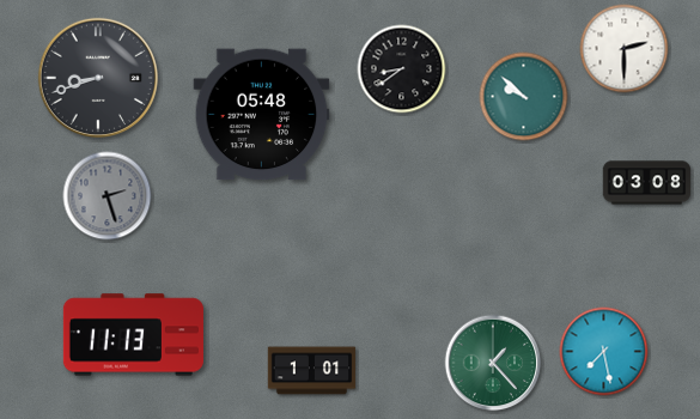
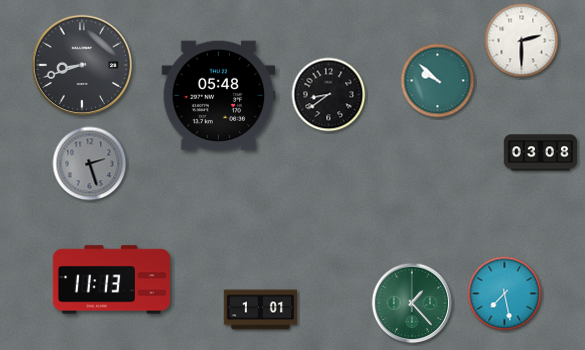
clock at (402, 69) position: (402, 69) -> (329, 95)
